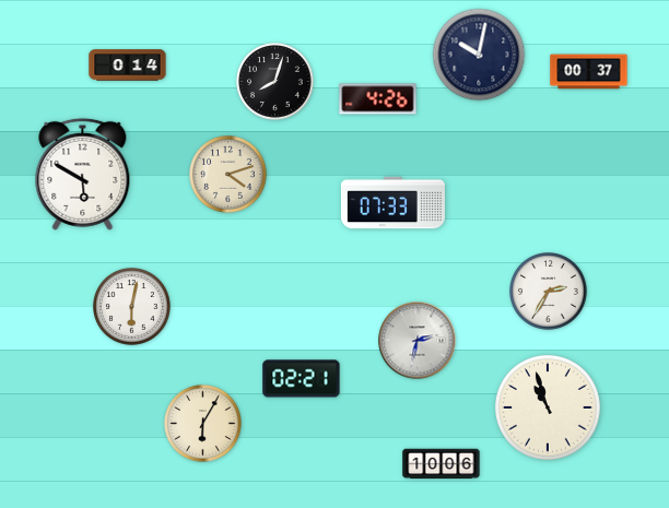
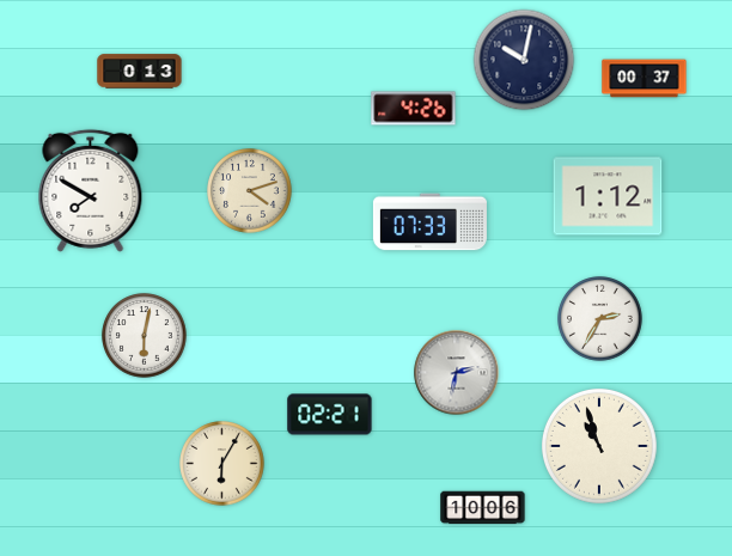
clock at (128, 66): 0:14 -> 0:13
clock at (275, 82): 8:03 -> none
clock at (83, 174): 5:50 -> 7:50
clock at (608, 196): none -> 1:12
